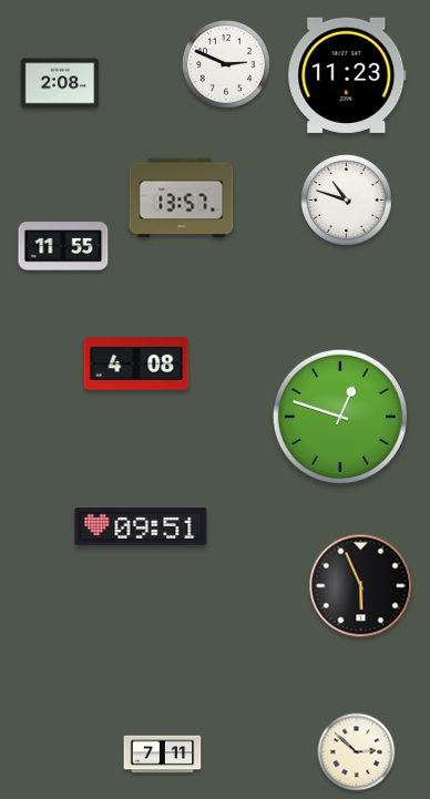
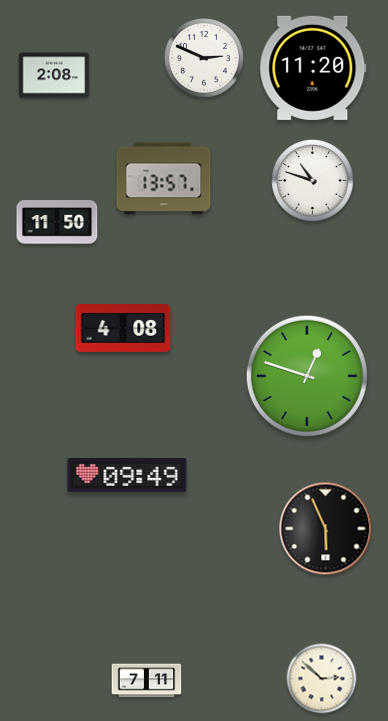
clock at (347, 75): 11:23 -> 11:20
clock at (63, 247): 11:55 -> 11:50
clock at (141, 526): 09:51 -> 09:49
